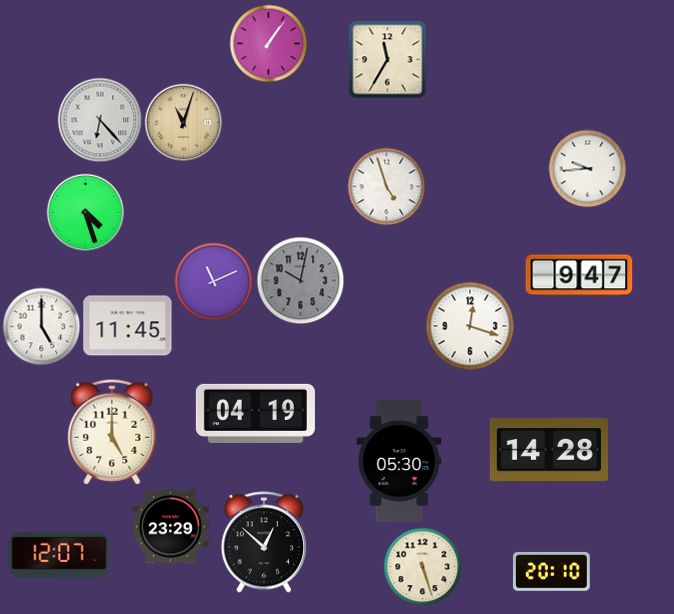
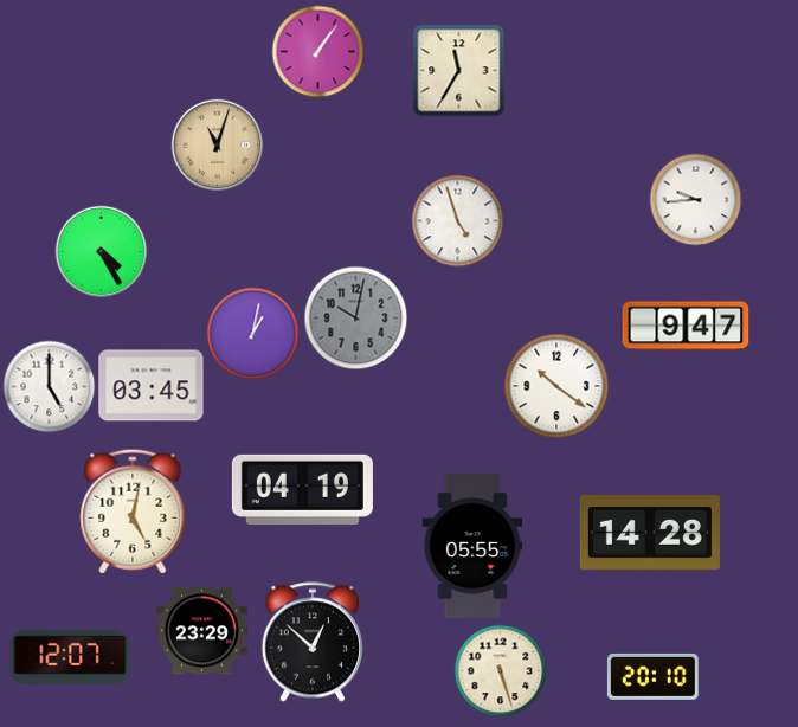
clock at (100, 120): 6:23 -> none
clock at (85, 212): 4:27 -> 4:25
clock at (300, 280) position: (300, 280) -> (355, 317)
clock at (213, 281): 11:11 -> 1:02
clock at (128, 326): 11:45 -> 03:45
clock at (470, 326): 12:18 -> 10:21
clock at (112, 432): 5:00 -> 5:02
clock at (399, 461): 05:30 -> 05:55
clock at (171, 527) position: (171, 527) -> (202, 631)
